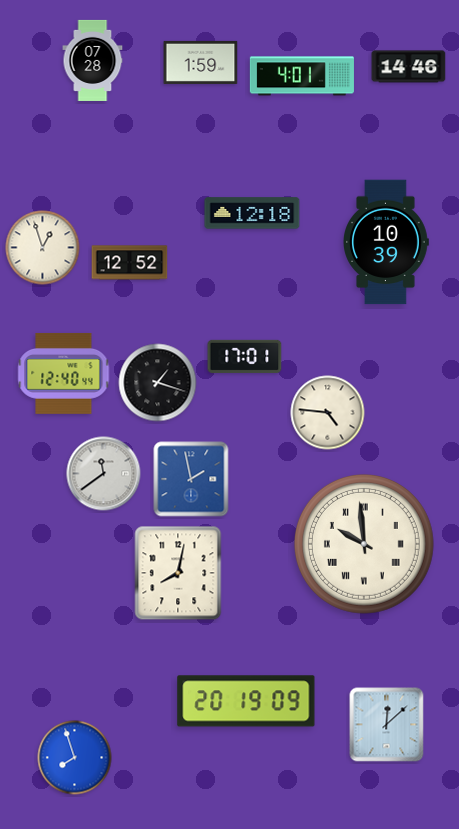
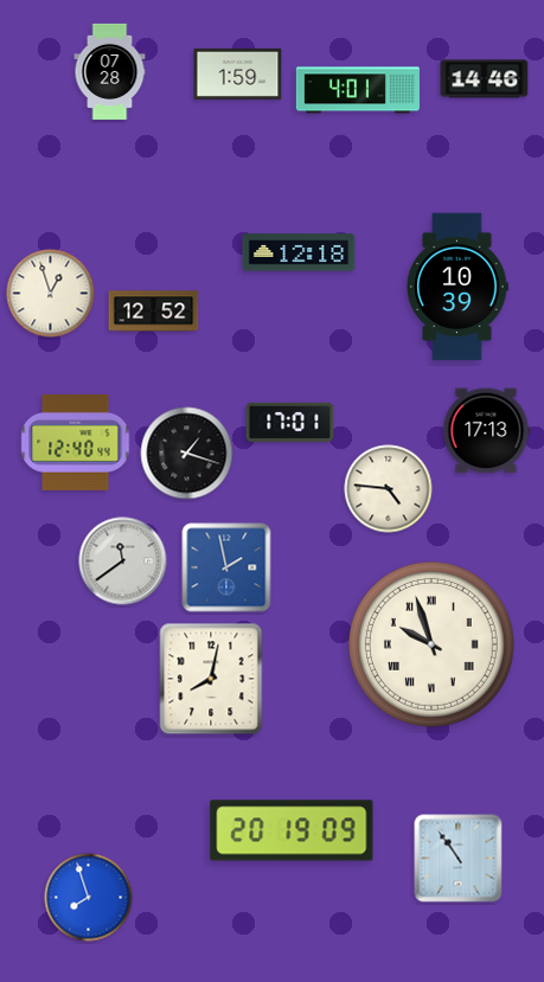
clock at (487, 431): none -> 17:13
clock at (364, 544): 9:59 -> 9:57
clock at (387, 725): 12:08 -> 10:54
